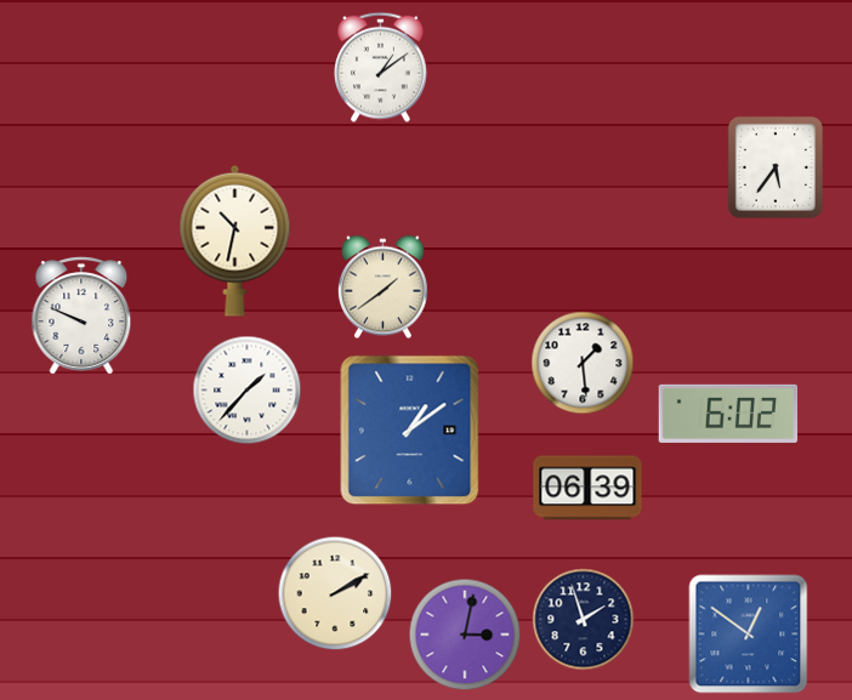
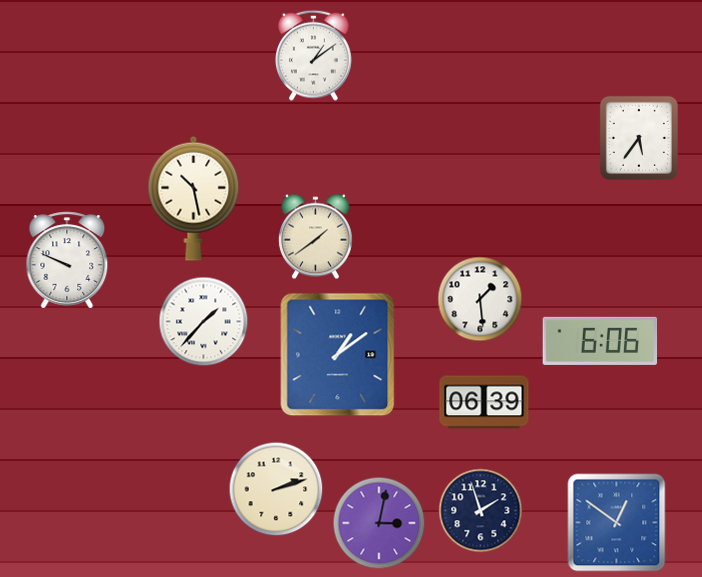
clock at (235, 240): 10:32 -> 10:28
clock at (728, 414): 6:02 -> 6:06
clock at (335, 593): 2:10 -> 2:12
clock at (465, 634) position: (465, 634) -> (379, 523)
